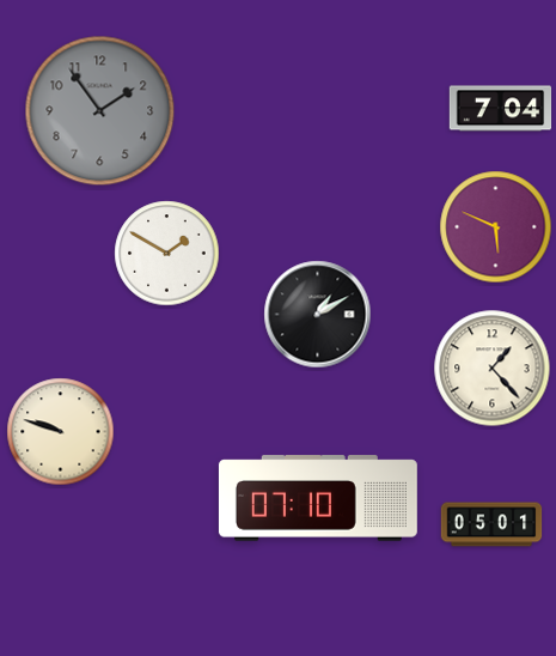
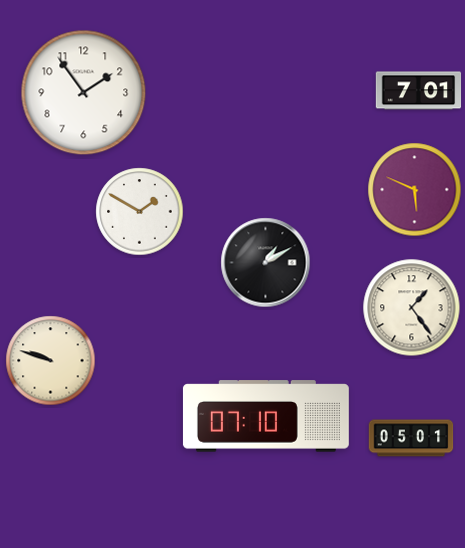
clock at (501, 109): 7:04 -> 7:01
clock at (100, 111) dial: grey -> white
clock at (493, 369): 1:23 -> 1:24
